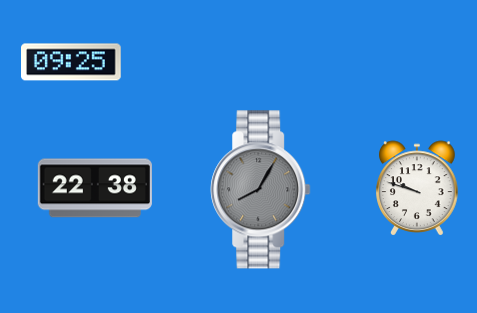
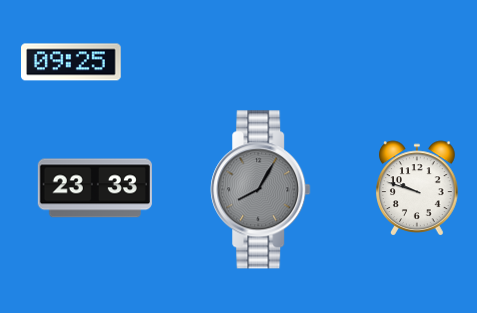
clock at (95, 188): 22:38 -> 23:33
